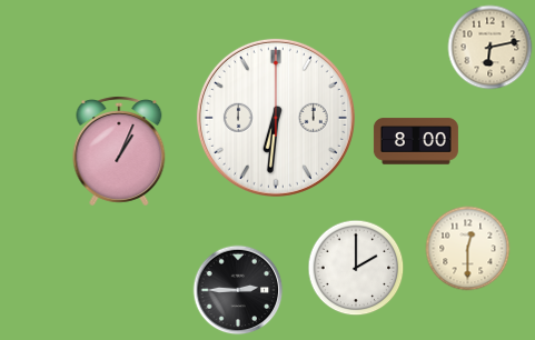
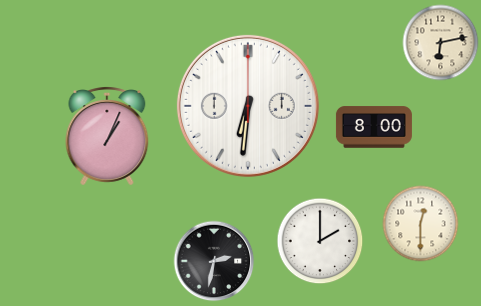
clock at (238, 290): 2:45 -> 2:32
